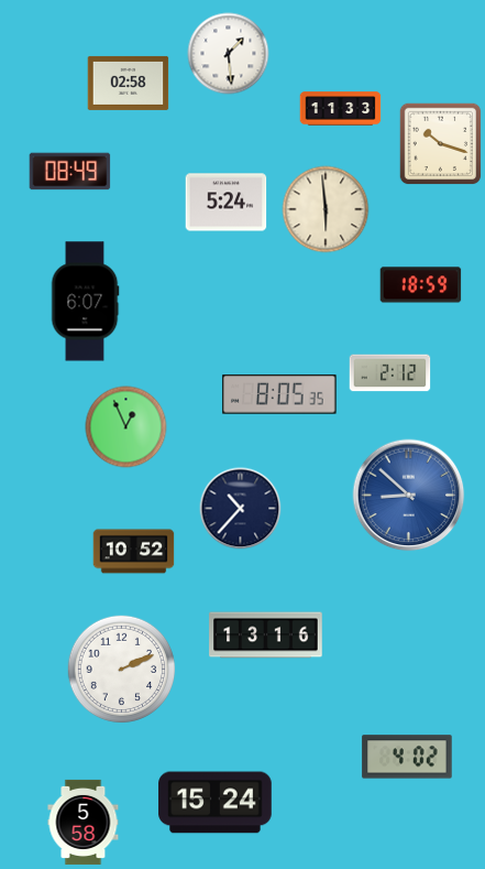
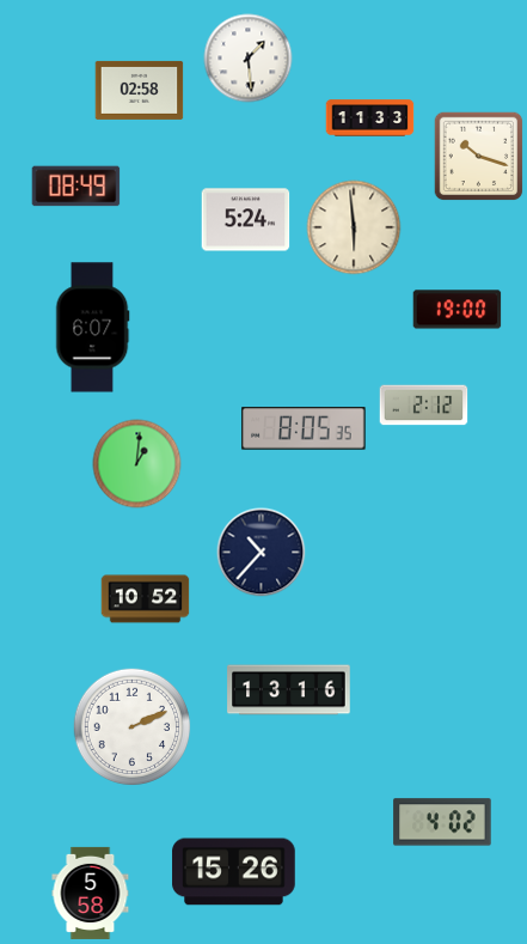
clock at (421, 285): 18:59 -> 19:00
clock at (126, 427): 12:56 -> 1:01
clock at (409, 496): 8:52 -> none
clock at (216, 803): 15:24 -> 15:26
